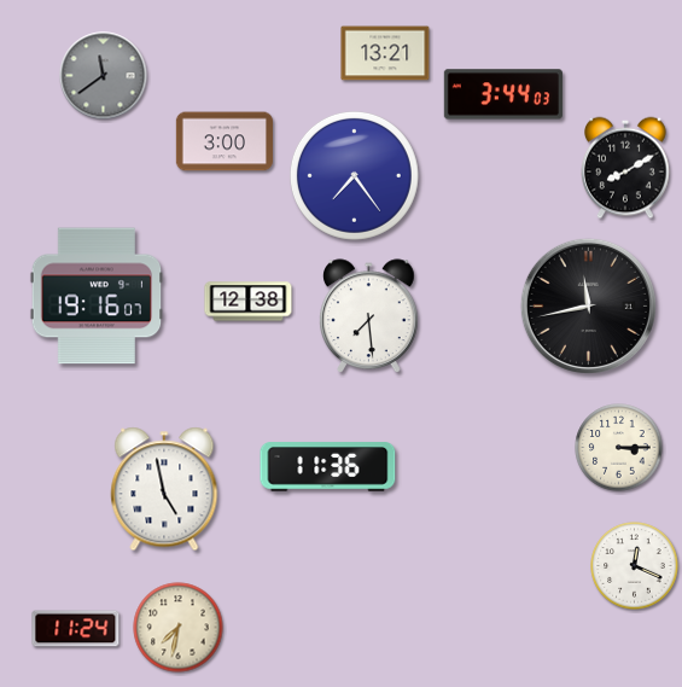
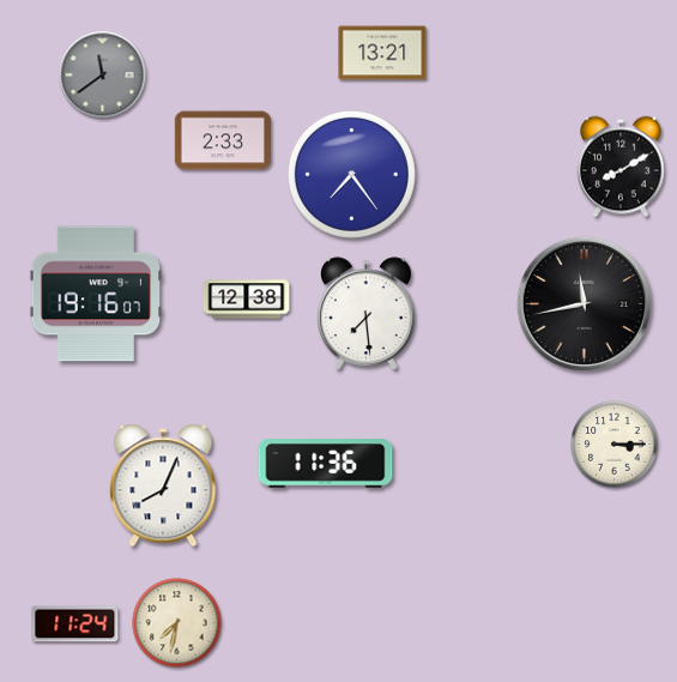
clock at (503, 94): 3:44 -> none
clock at (223, 141): 3:00 -> 2:33
clock at (164, 489): 4:58 -> 8:04
clock at (635, 566): 12:19 -> none
